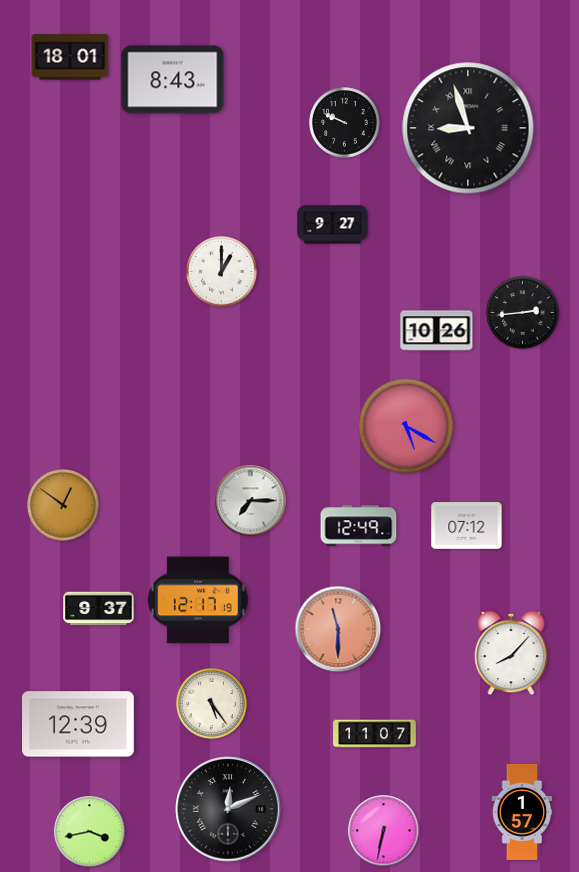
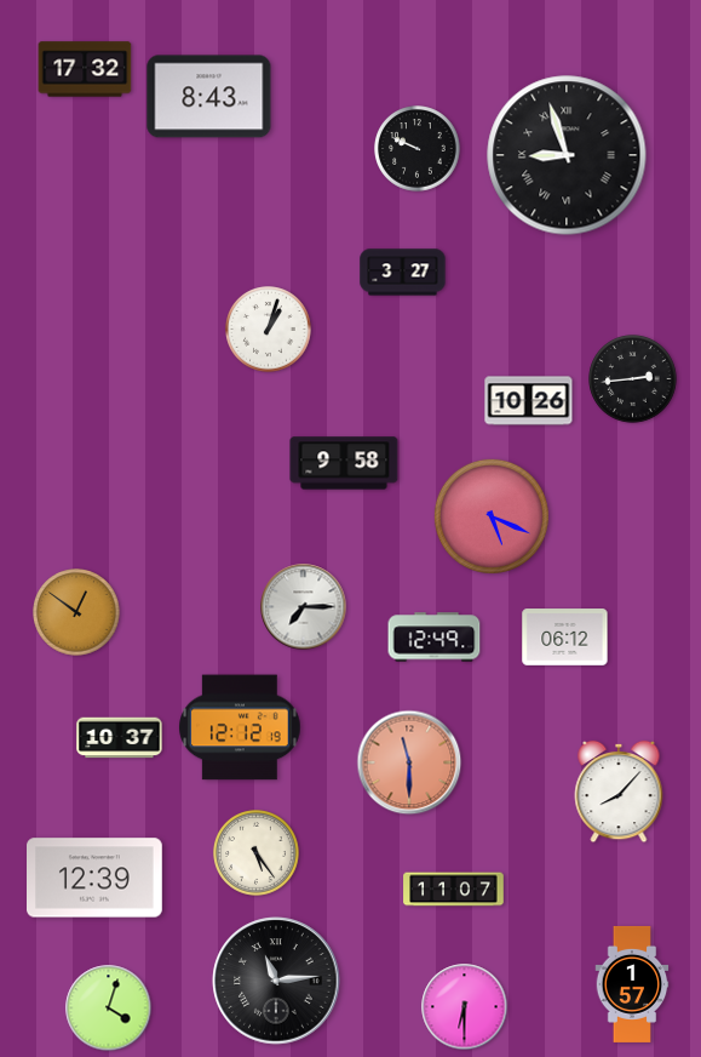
clock at (70, 57): 18:01 -> 17:32
clock at (333, 225): 9:27 -> 3:27
clock at (222, 272): 1:00 -> 1:03
clock at (344, 463): none -> 9:58
clock at (406, 426): 5:20 -> 5:19
clock at (467, 526): 07:12 -> 06:12
clock at (198, 600): 12:17 -> 12:12
clock at (99, 609): 9:37 -> 10:37
clock at (228, 809): 12:11 -> 11:14
clock at (384, 831): 6:32 -> 6:30
clock at (90, 832): 3:43 -> 4:03
